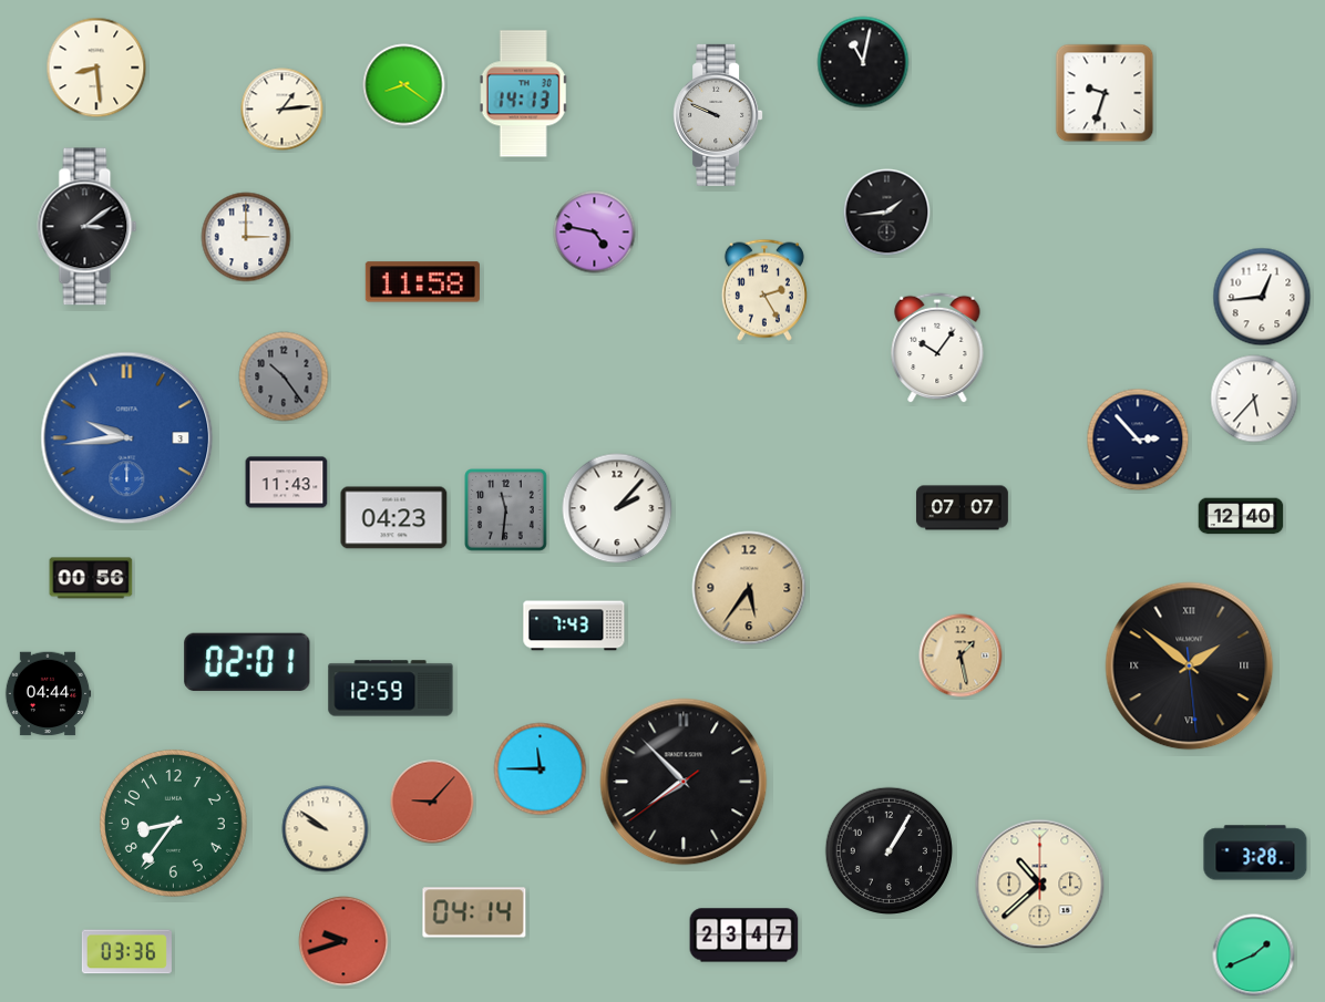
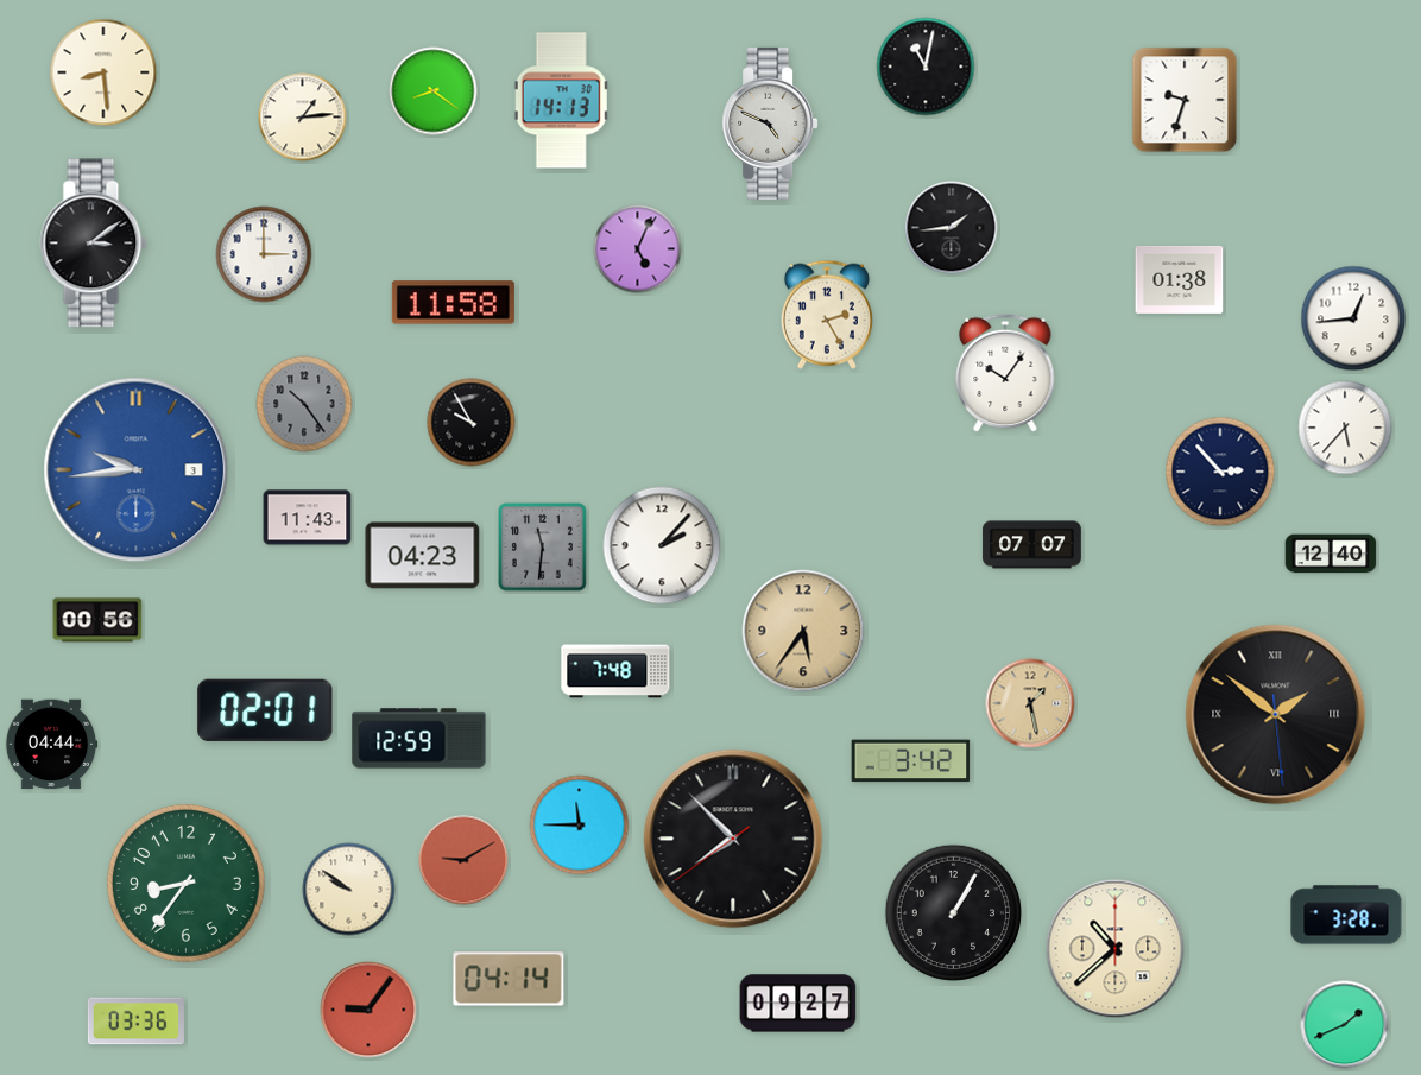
clock at (718, 115): 9:49 -> 4:49
clock at (595, 233): 4:47 -> 5:04
clock at (1180, 279): none -> 01:38
clock at (764, 290) position: (764, 290) -> (827, 315)
clock at (472, 423): none -> 9:55
clock at (574, 626): 7:43 -> 7:48
clock at (911, 761): none -> 3:42
clock at (432, 802): 9:07 -> 9:10
clock at (744, 936): 23:47 -> 09:27
clock at (343, 941): 9:42 -> 9:06
